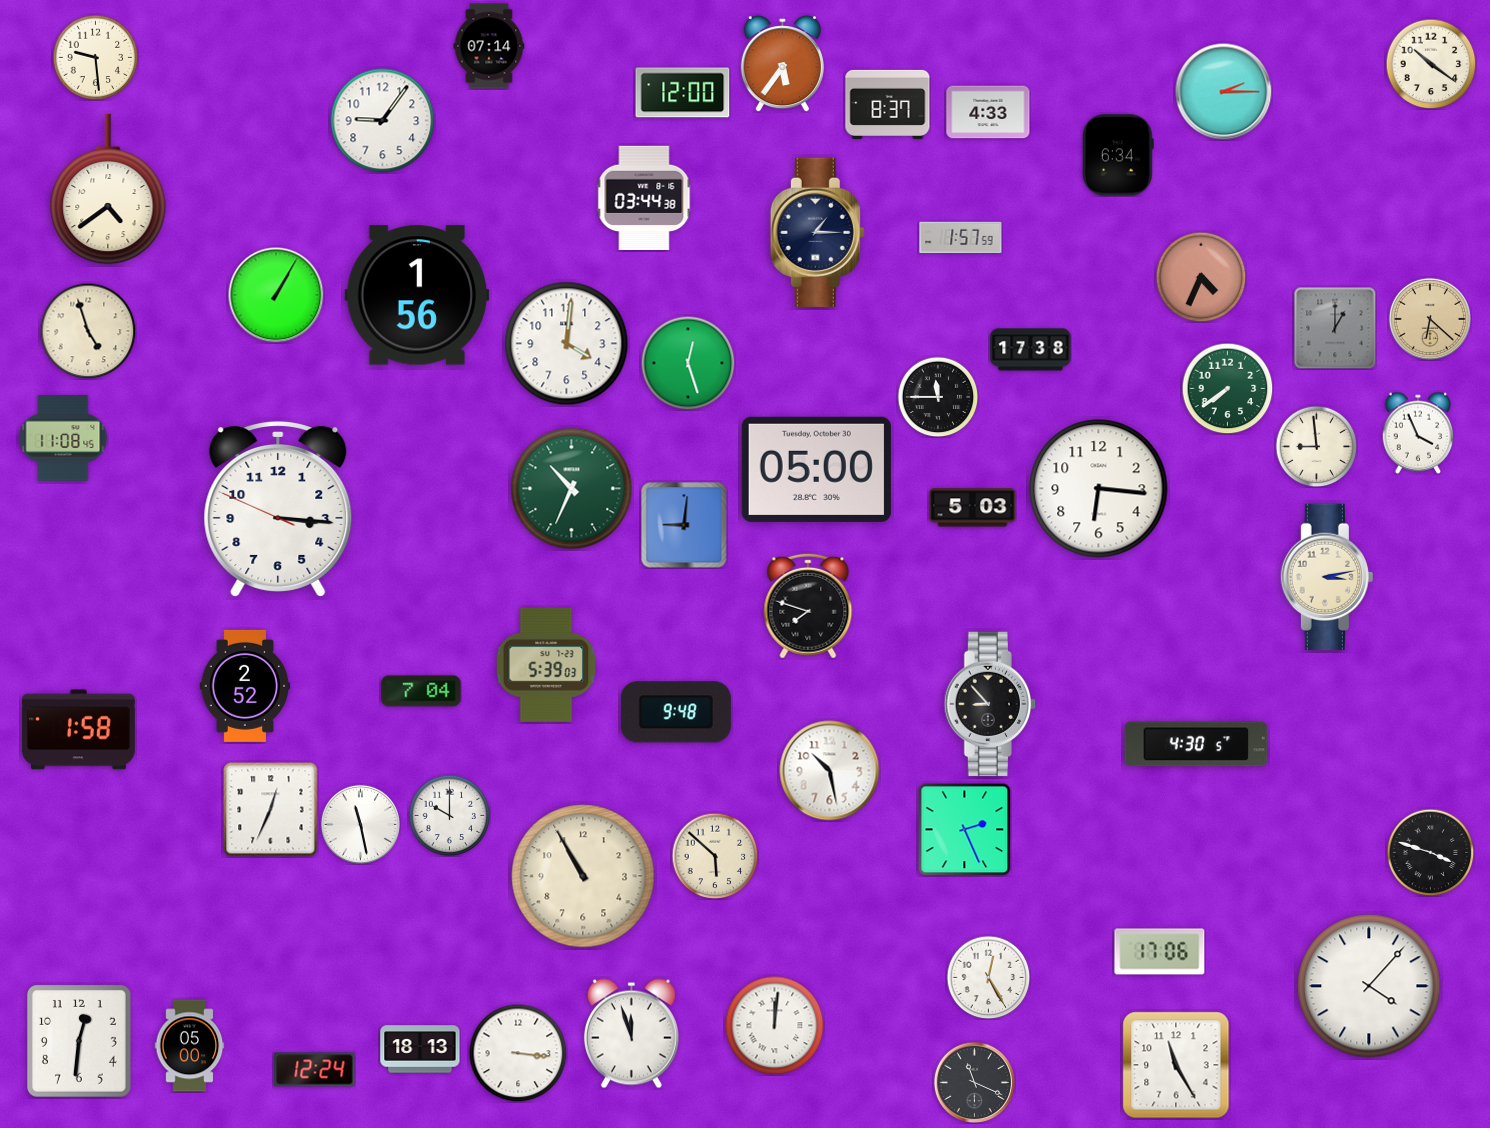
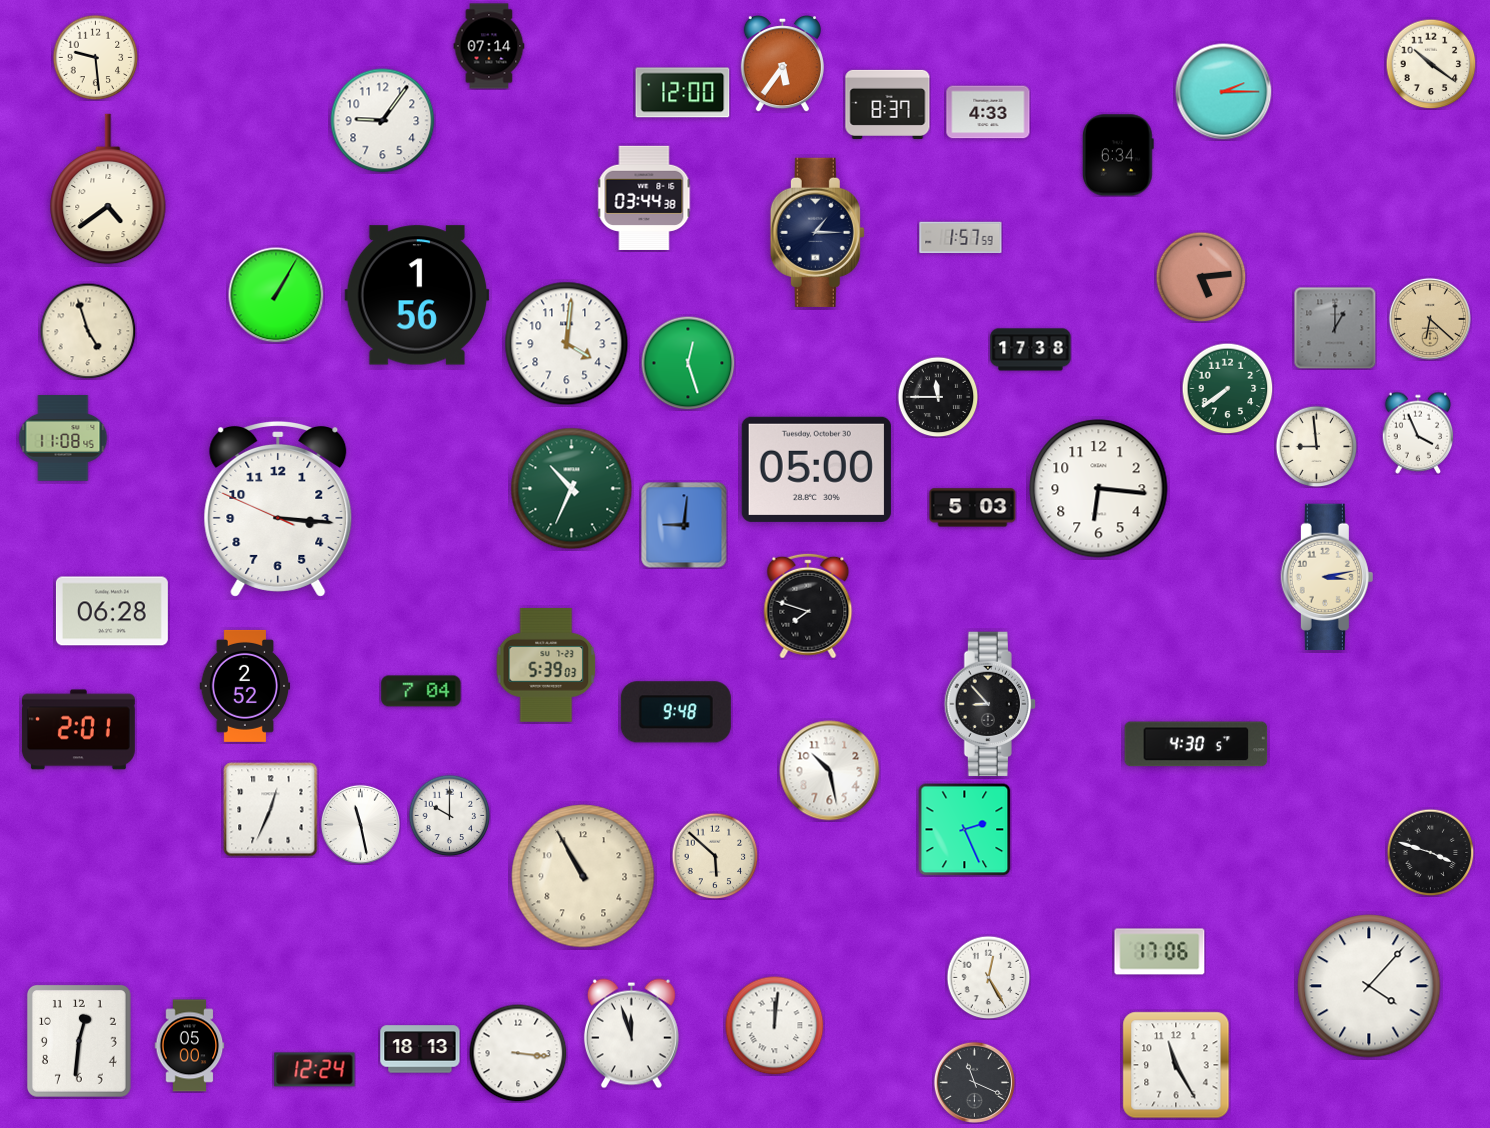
clock at (1201, 277): 4:34 -> 5:14
clock at (112, 611): none -> 06:28
clock at (78, 730): 1:58 -> 2:01
